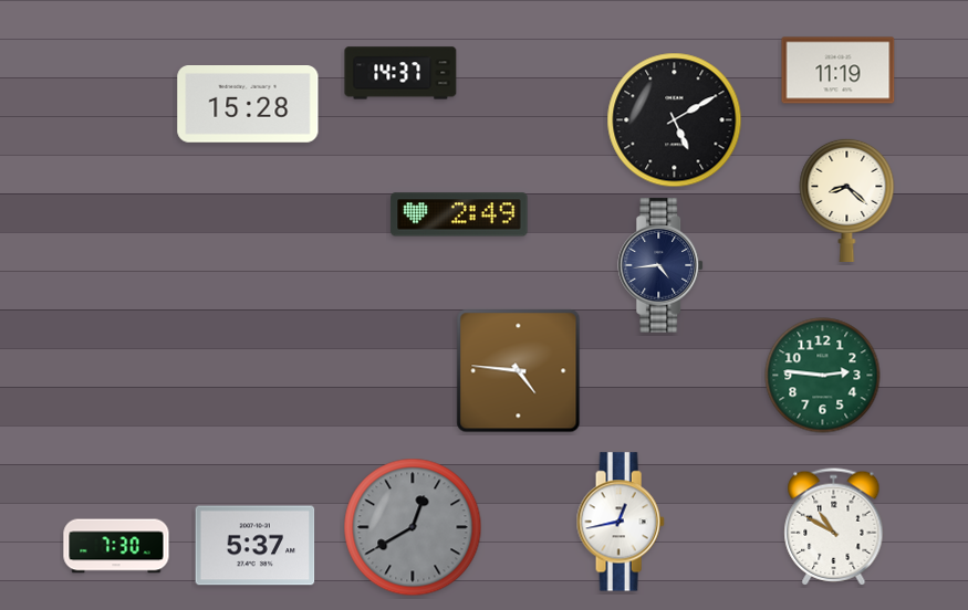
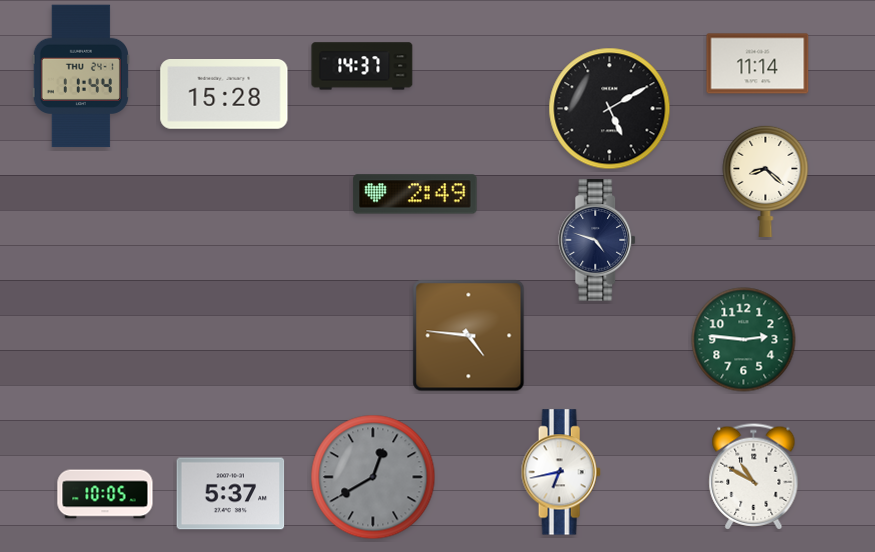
clock at (839, 71): 11:19 -> 11:14
clock at (81, 76): none -> 11:44
clock at (662, 265): 4:44 -> 4:48
clock at (621, 522): 12:43 -> 6:43
clock at (116, 546): 7:30 -> 10:05
